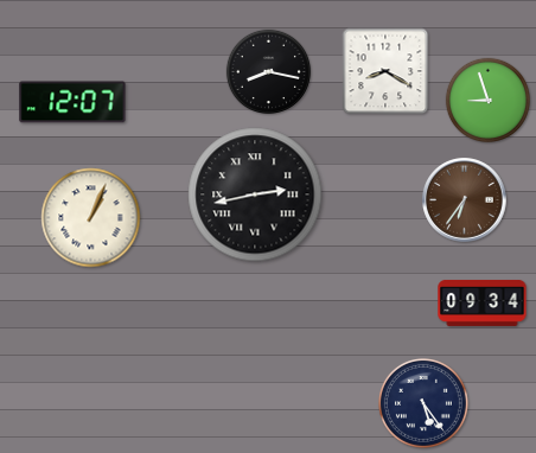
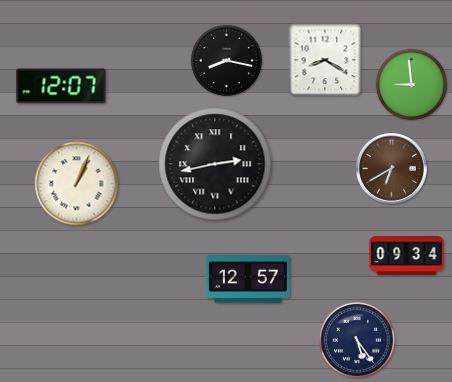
clock at (487, 100): 8:57 -> 8:59
clock at (465, 200): 6:36 -> 6:40
clock at (248, 279): none -> 12:57
